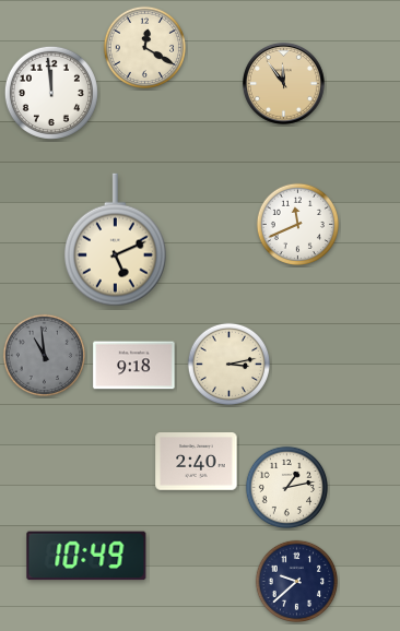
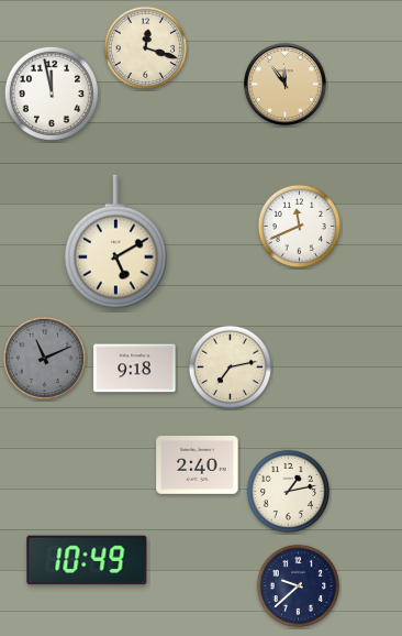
clock at (145, 48): 12:20 -> 12:18
clock at (51, 93): 11:59 -> 11:58
clock at (116, 240): 5:11 -> 5:10
clock at (45, 356): 10:59 -> 11:11
clock at (230, 365): 3:13 -> 7:13
